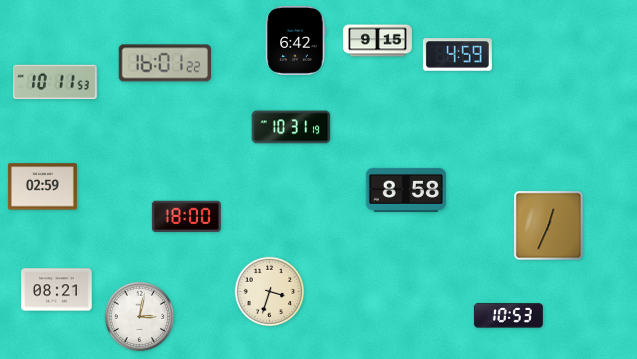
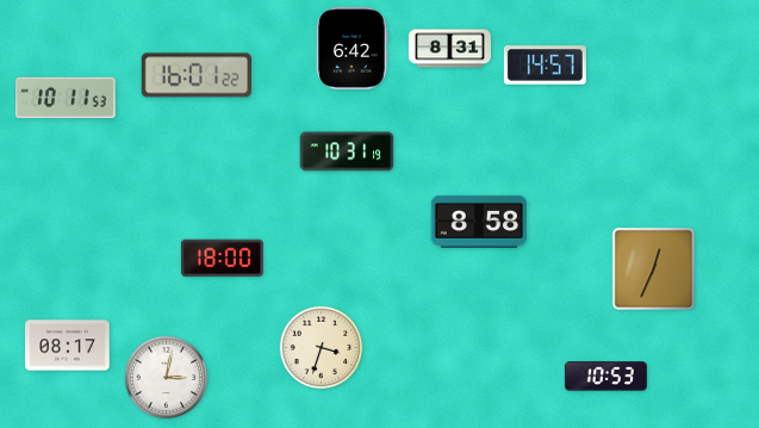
clock at (377, 41): 9:15 -> 8:31
clock at (457, 55): 4:59 -> 14:57
clock at (42, 187): 02:59 -> none
clock at (406, 190) position: (406, 190) -> (479, 222)
clock at (57, 290): 08:21 -> 08:17
